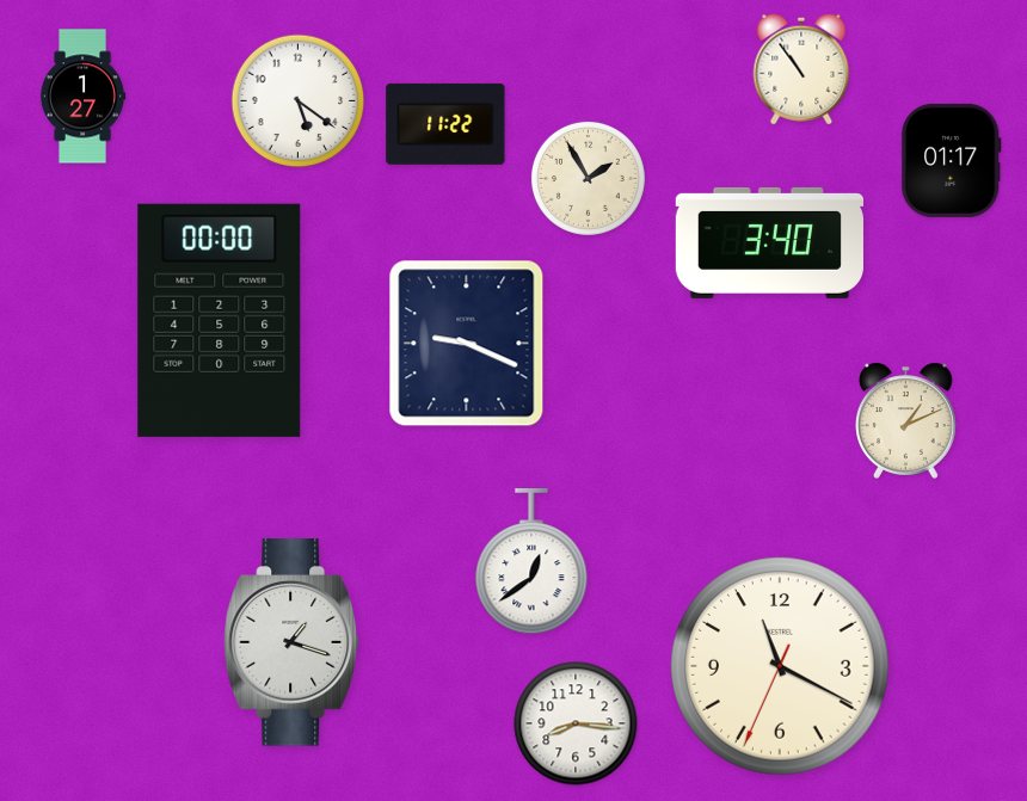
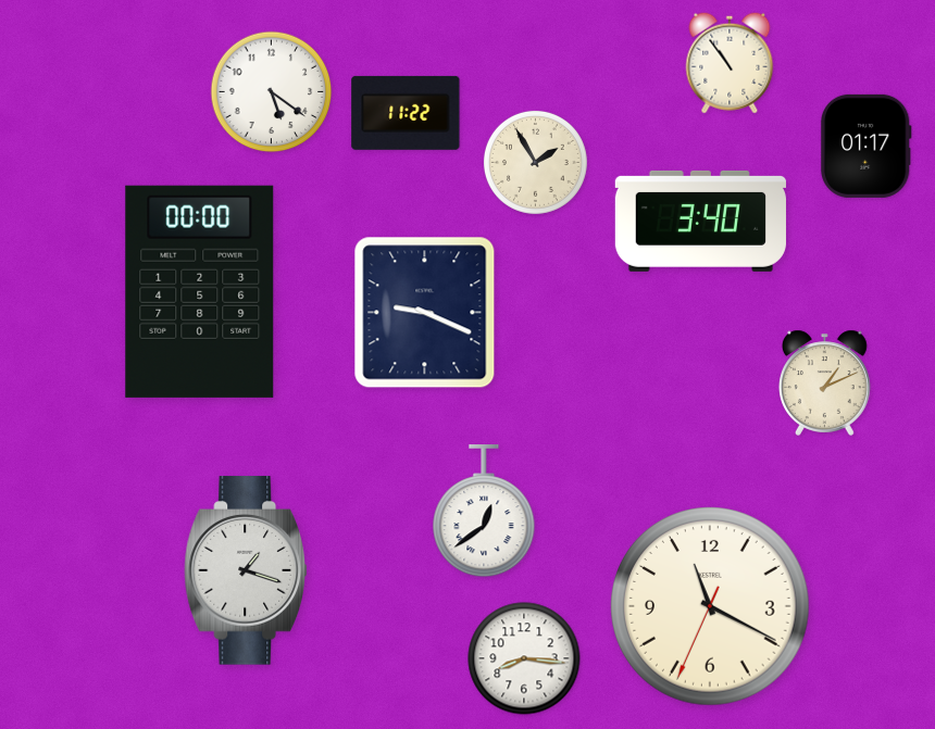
clock at (82, 97): 1:27 -> none
clock at (291, 642) position: (291, 642) -> (246, 570)
